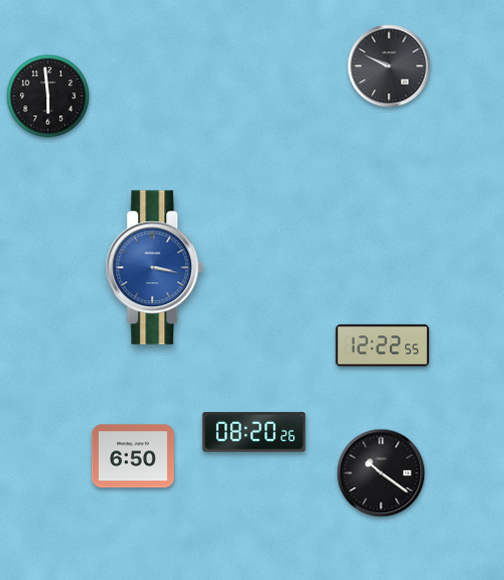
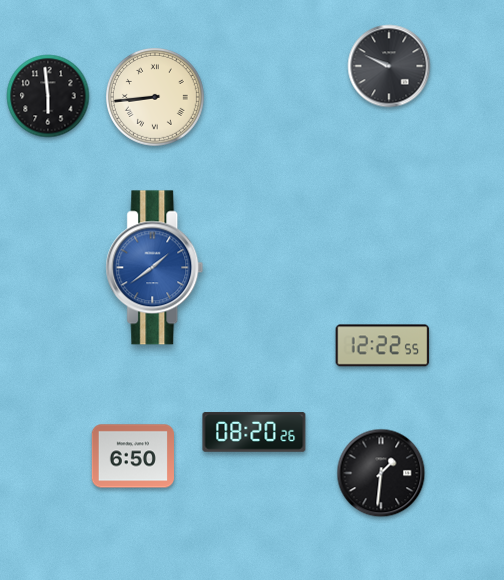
clock at (155, 97): none -> 8:44
clock at (155, 268): 3:17 -> 1:39
clock at (381, 473): 10:21 -> 1:31
